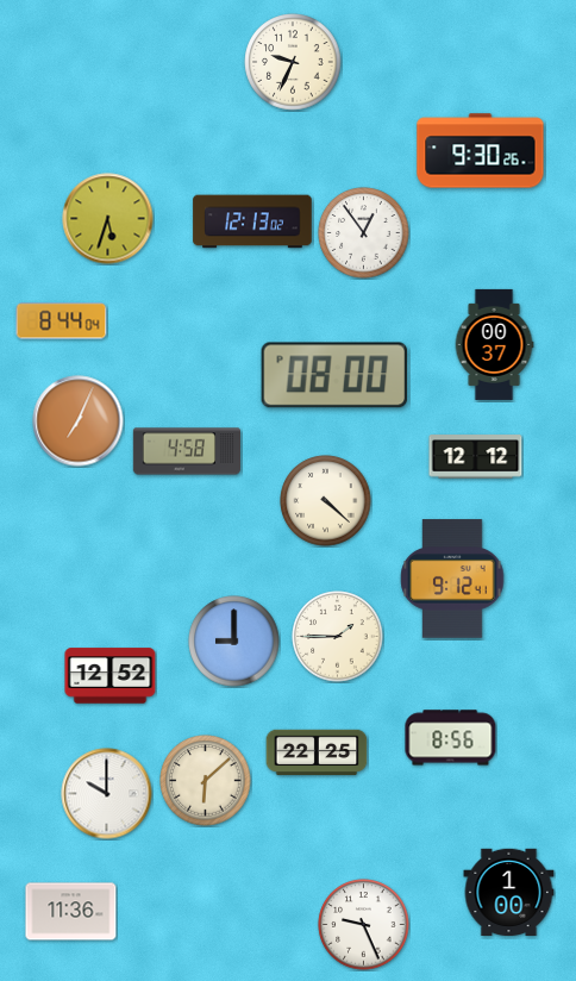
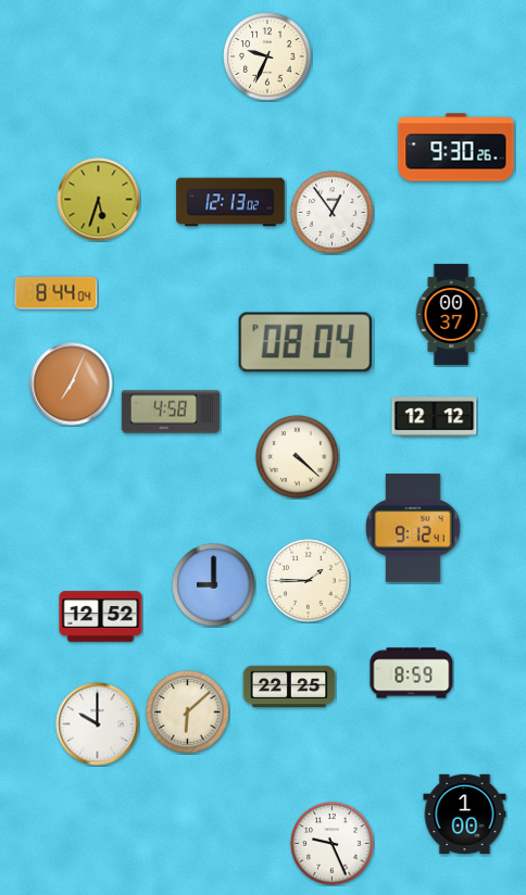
clock at (481, 151) position: (481, 151) -> (456, 148)
clock at (334, 375): 08:00 -> 08:04
clock at (451, 738): 8:56 -> 8:59
clock at (71, 912): 11:36 -> none
